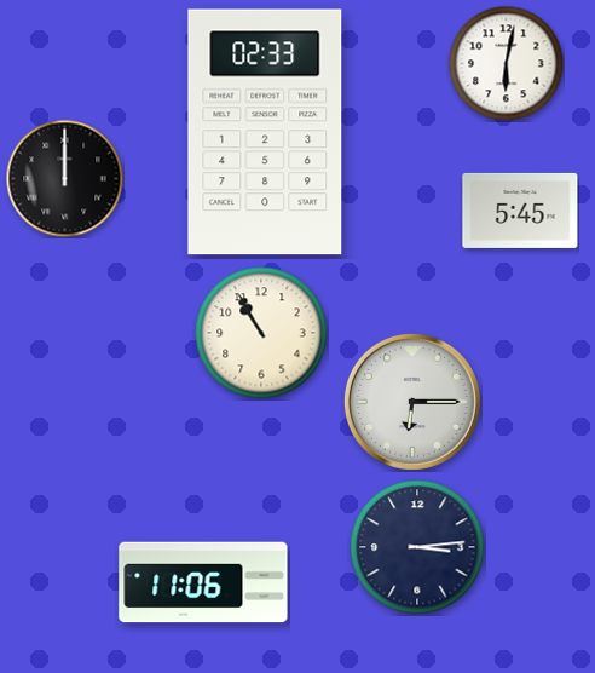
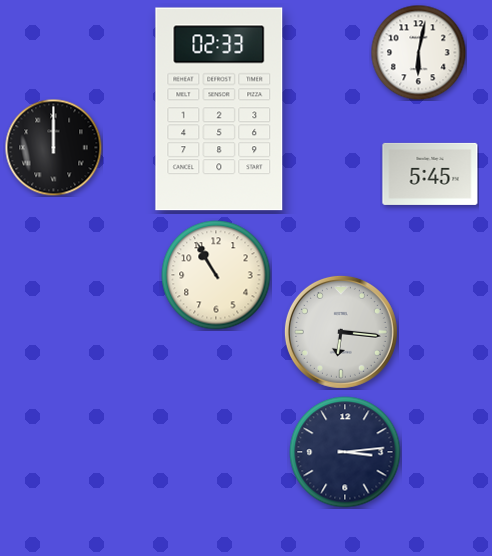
clock at (412, 402): 6:15 -> 6:16
clock at (203, 582): 11:06 -> none
